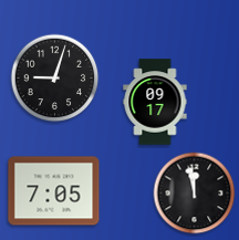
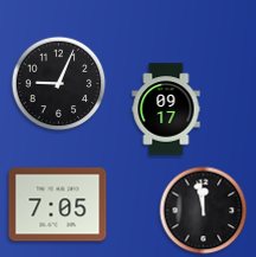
clock at (55, 79): 9:03 -> 9:04
clock at (195, 194) position: (195, 194) -> (204, 211)
